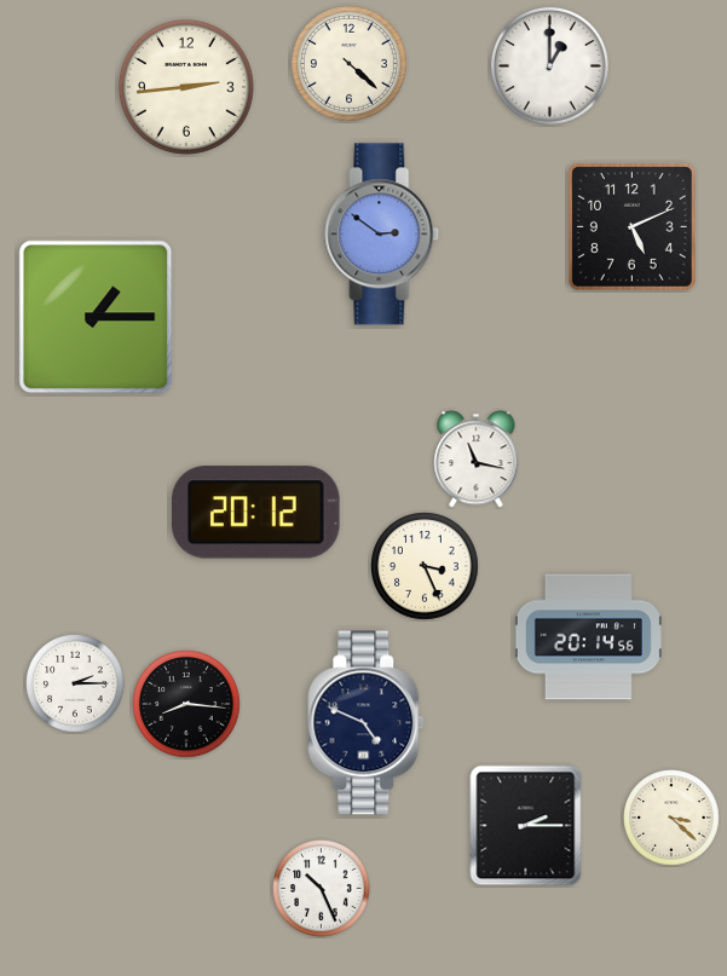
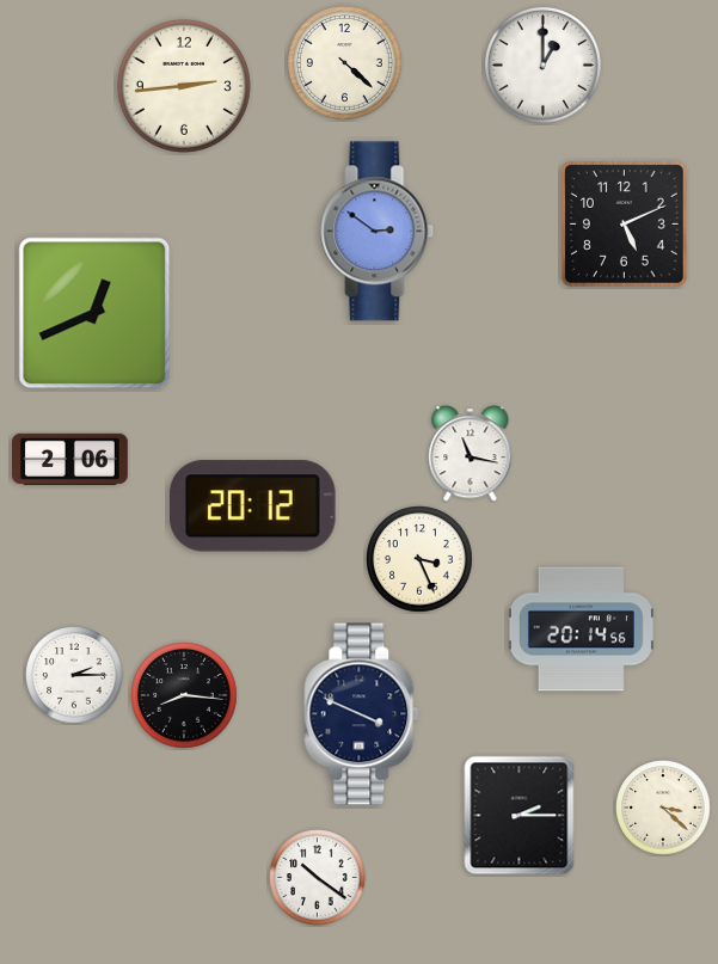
clock at (96, 317): 1:15 -> 12:41
clock at (70, 459): none -> 2:06
clock at (367, 723): 4:49 -> 3:49
clock at (322, 889): 10:26 -> 10:21
